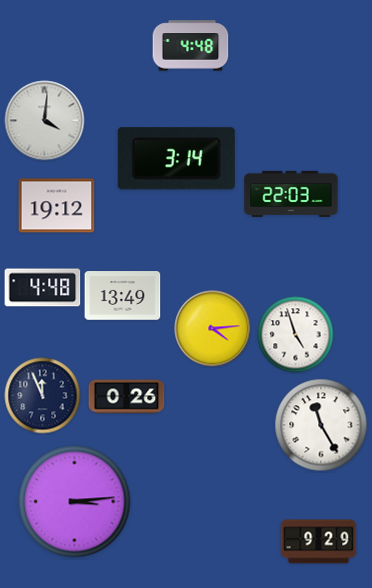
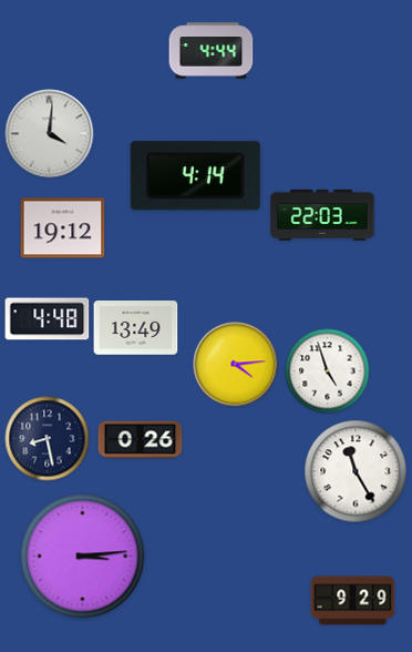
clock at (191, 46): 4:48 -> 4:44
clock at (176, 159): 3:14 -> 4:14
clock at (43, 396): 11:56 -> 8:28
